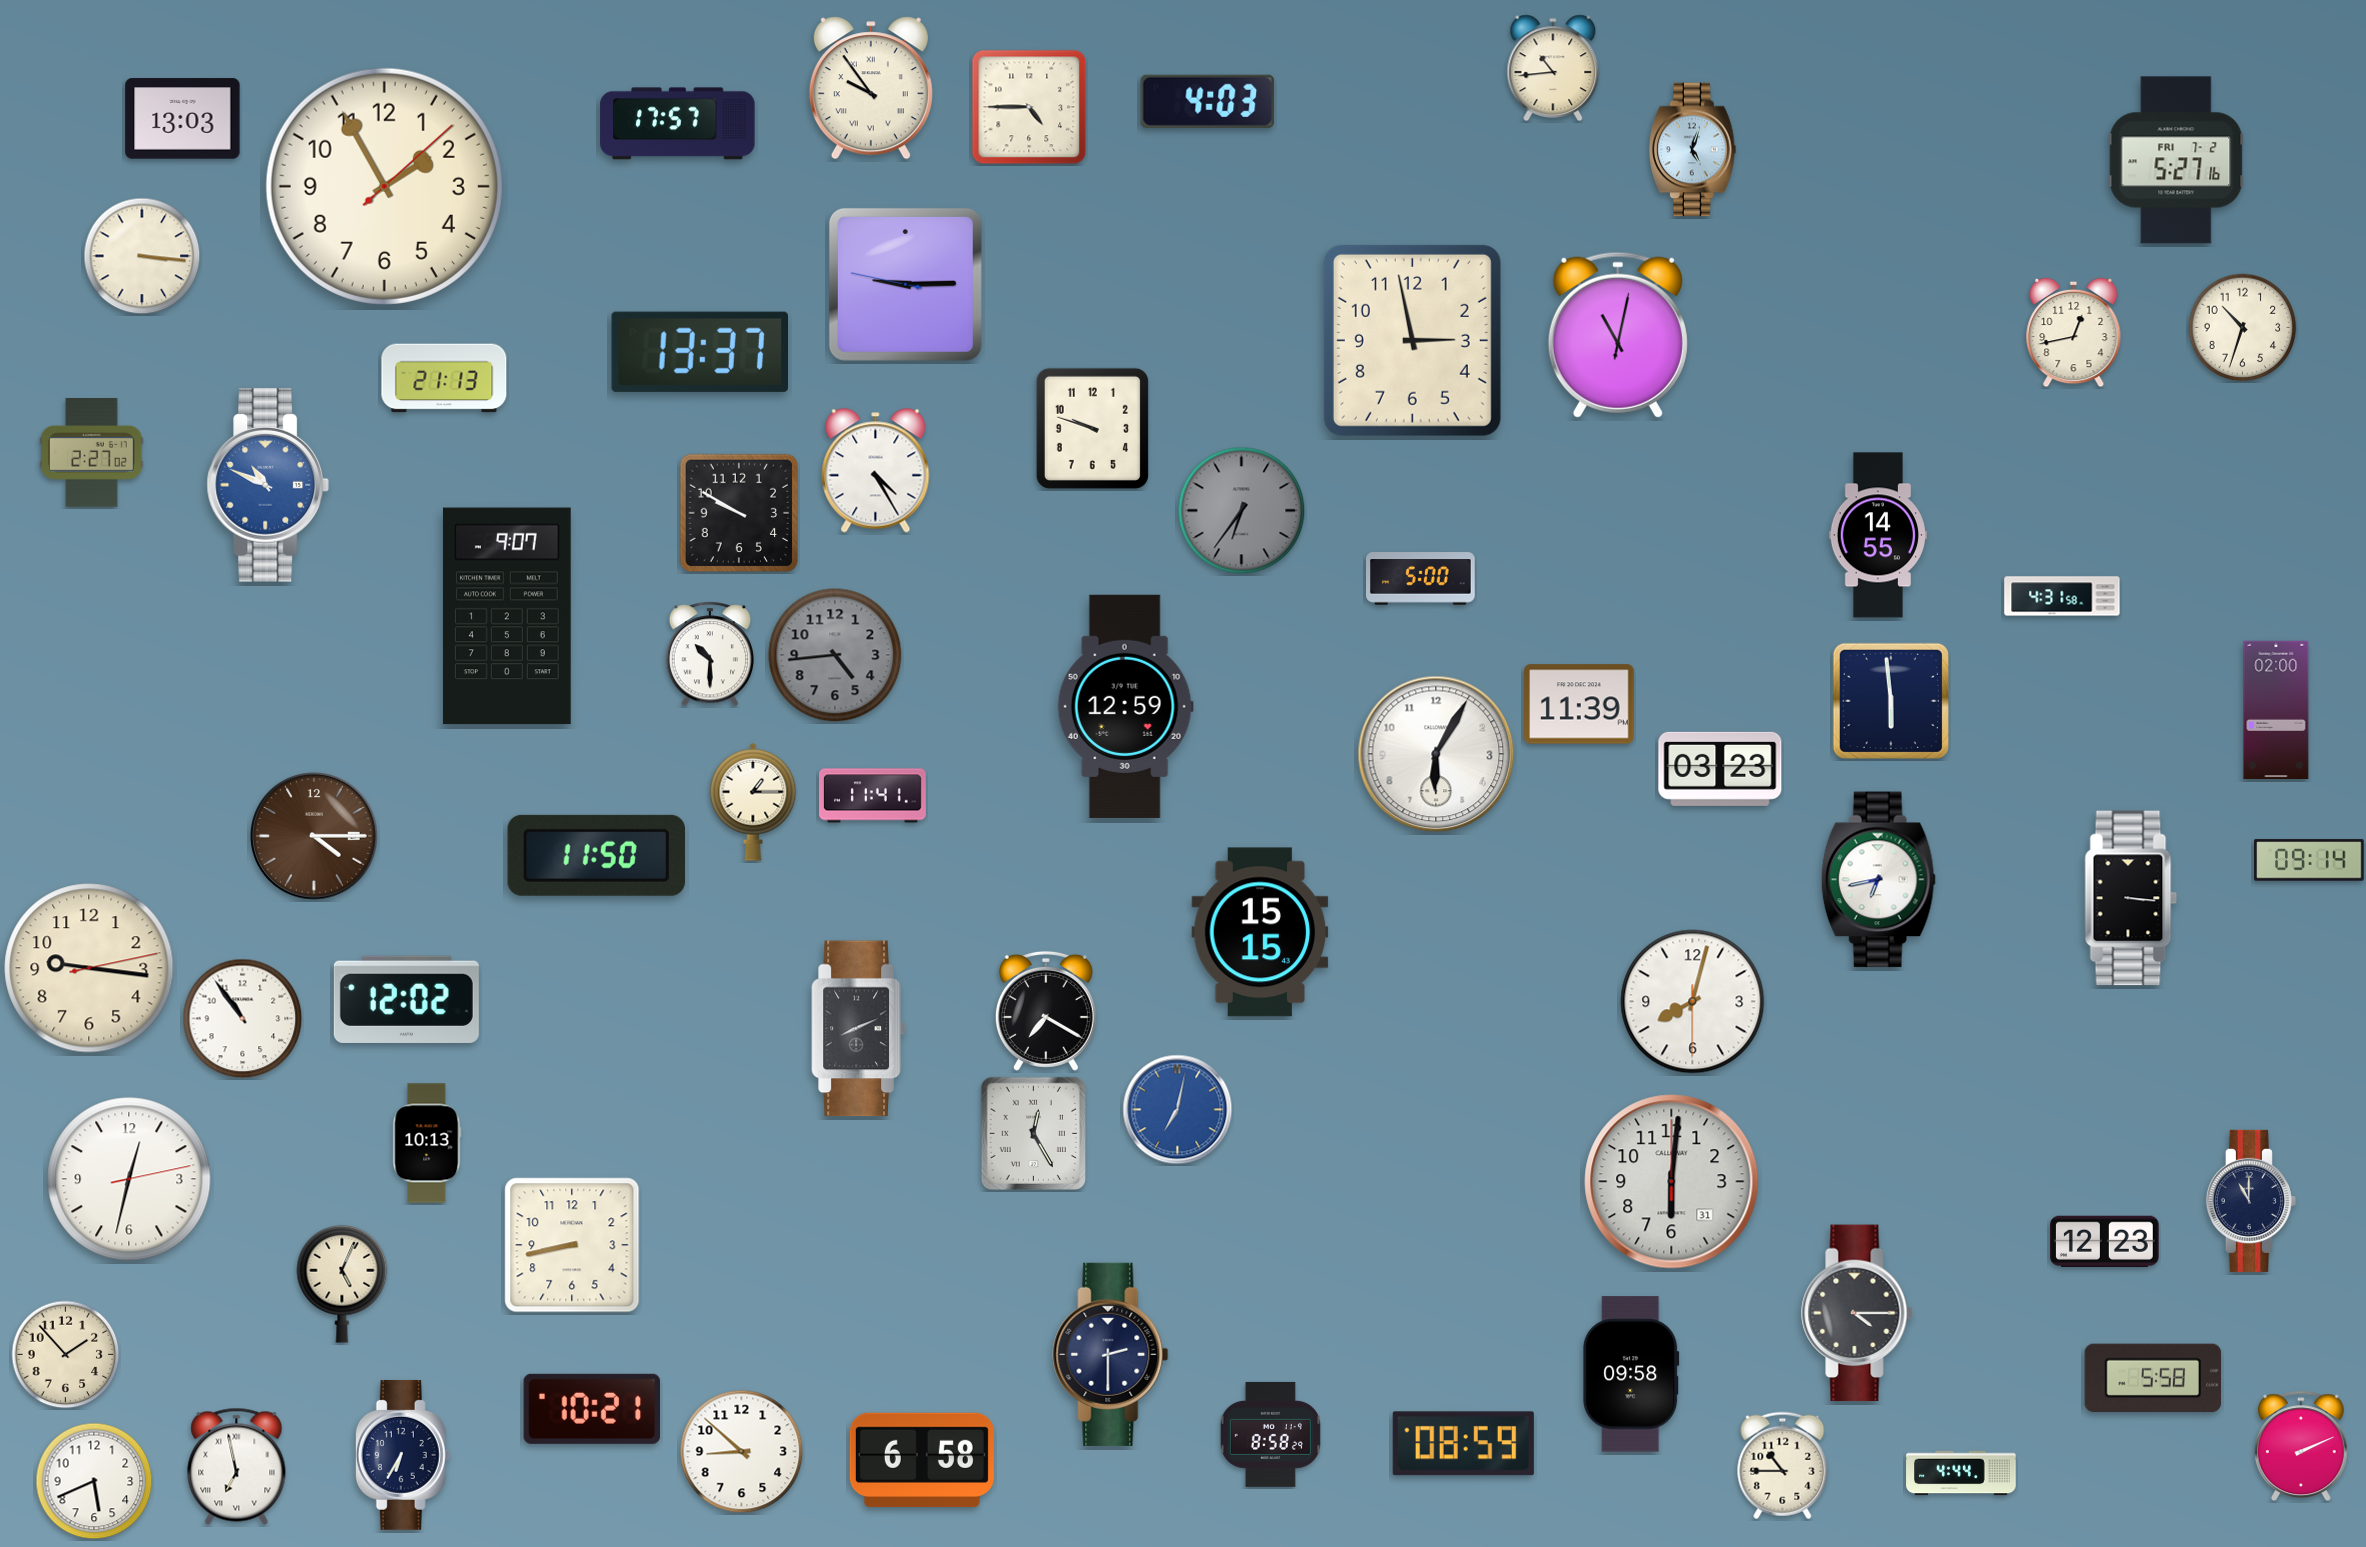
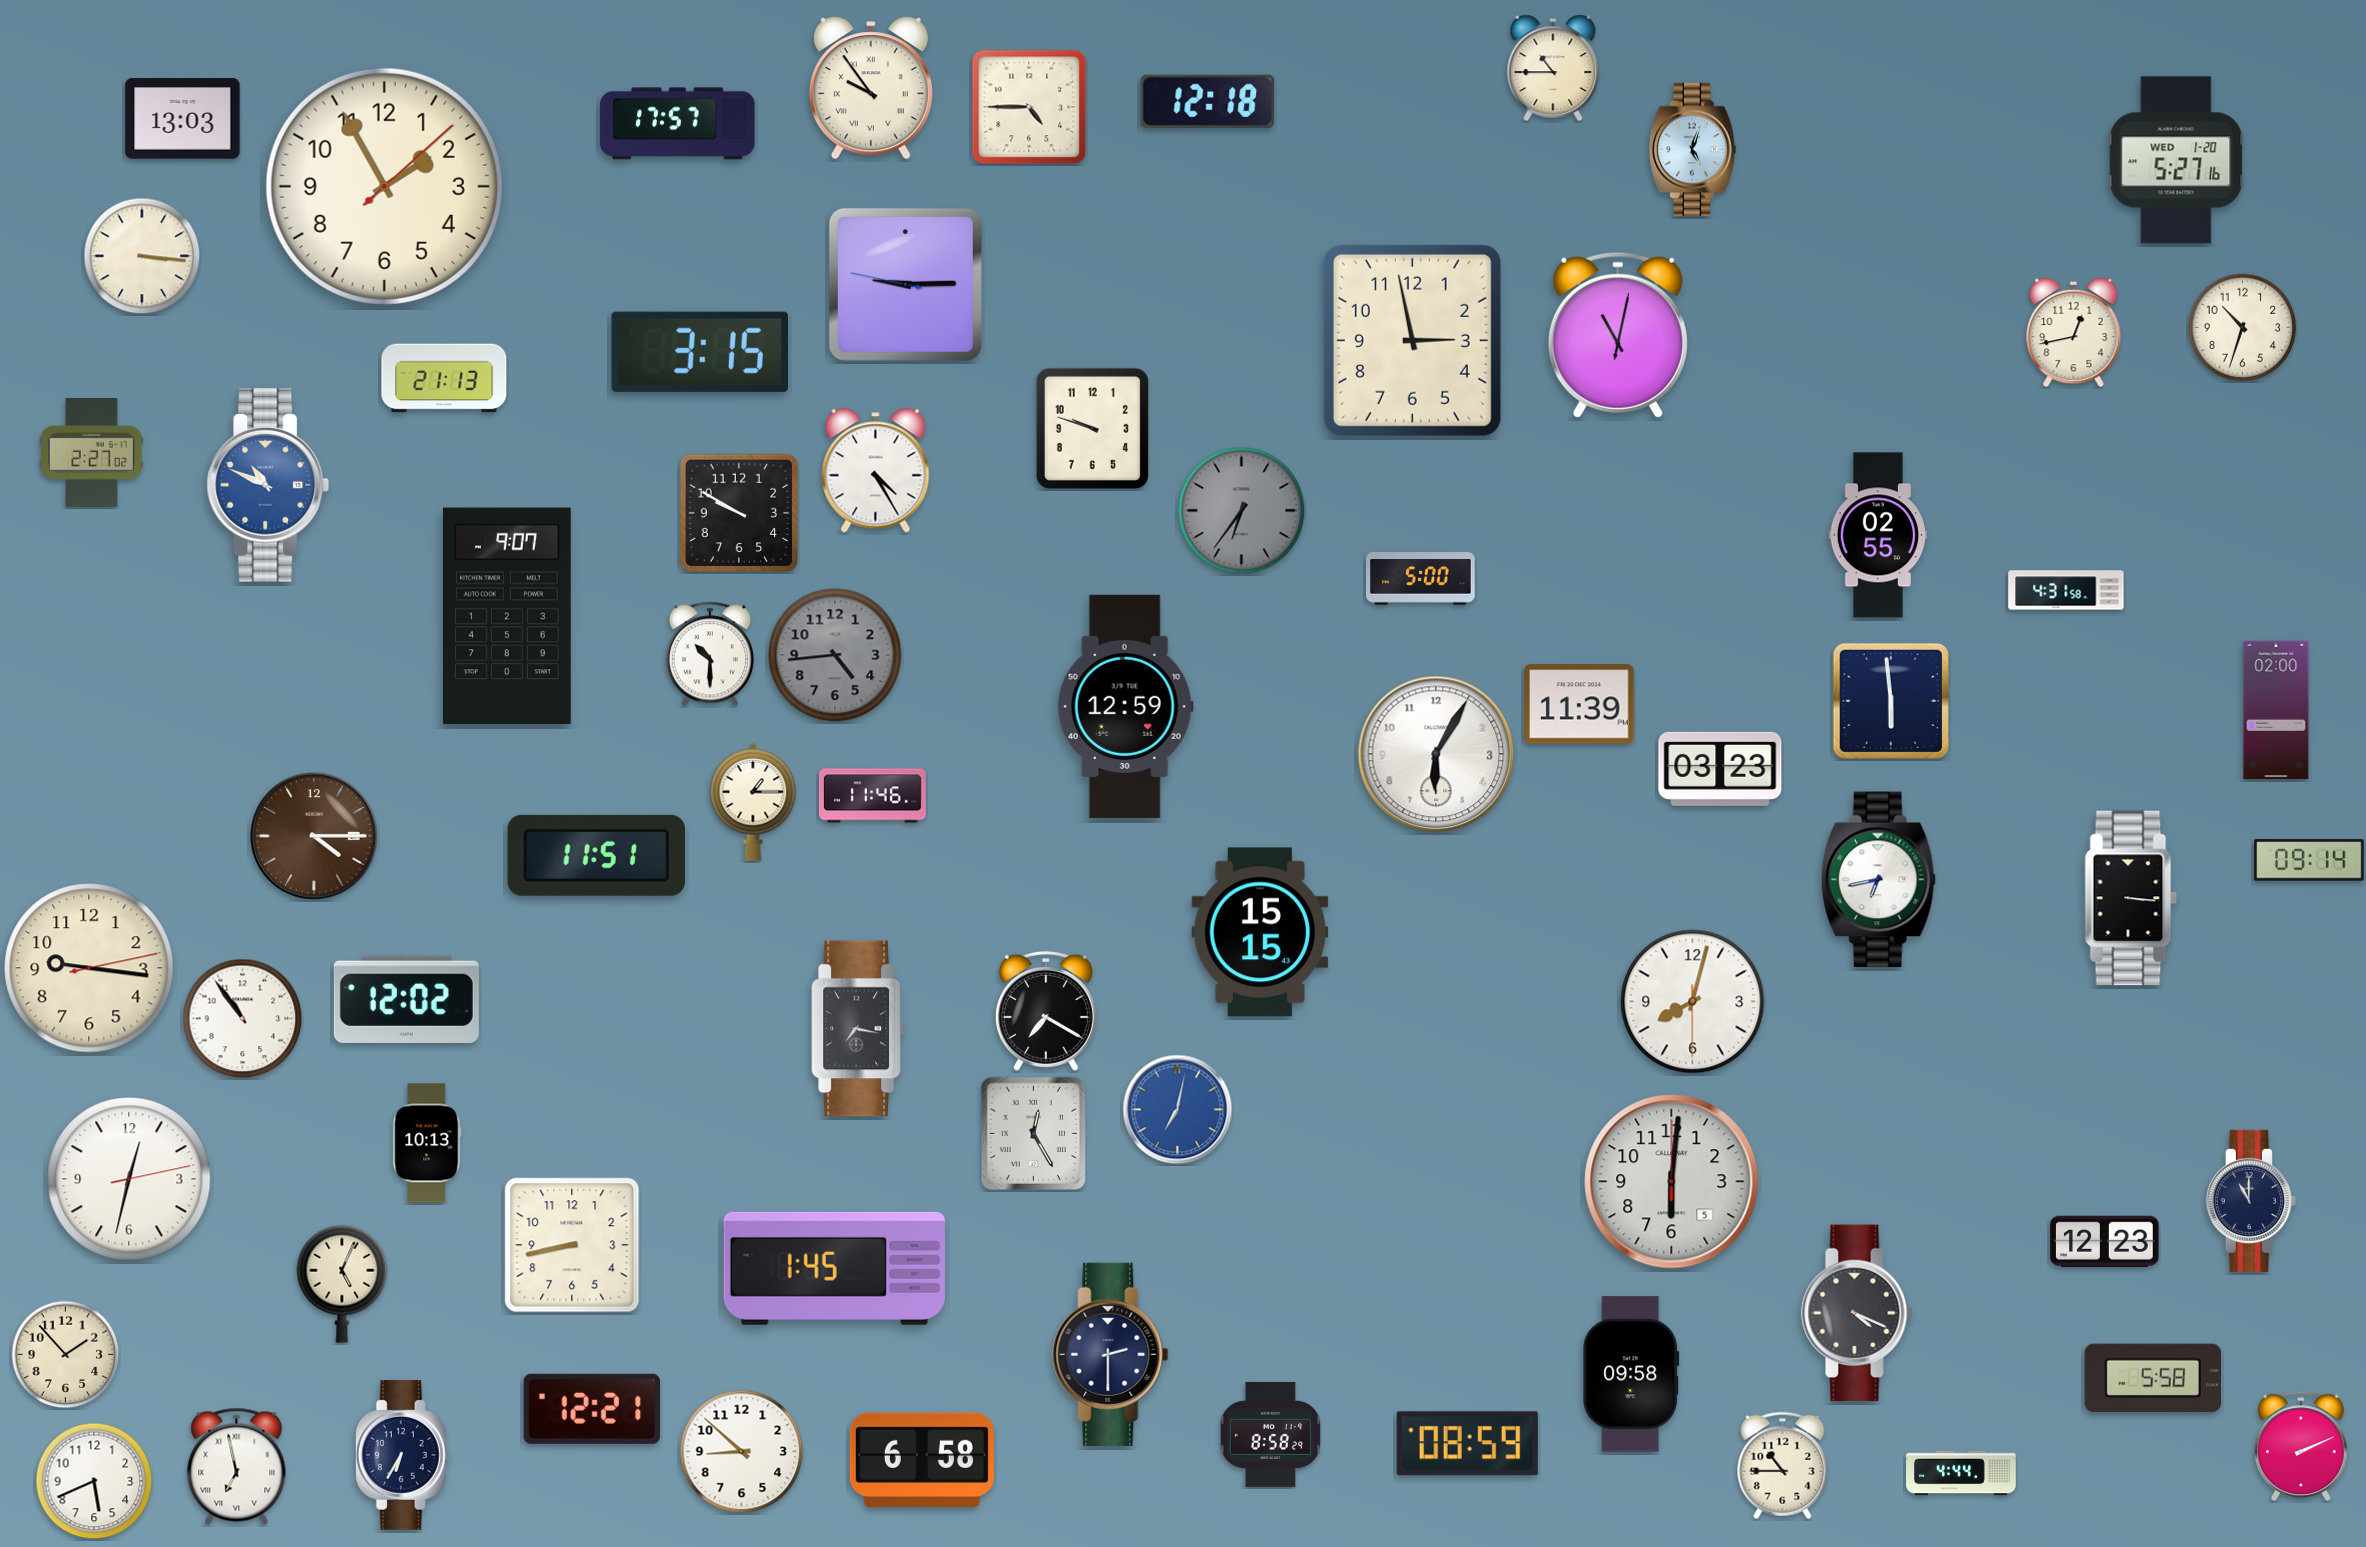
clock at (1553, 68): 10:44 -> 10:45
clock at (1208, 101): 4:03 -> 12:18
clock at (2176, 160) date: FRI 7-2 -> WED 1-20
clock at (699, 352): 13:37 -> 3:15
clock at (1878, 535): 14:55 -> 02:55
clock at (2062, 596) position: (2062, 596) -> (2066, 590)
clock at (873, 796): 11:41 -> 11:46
clock at (596, 855): 11:50 -> 11:51
clock at (859, 1029): 8:11 -> 7:17
clock at (1672, 1182) date: 31 -> 5
clock at (834, 1268): none -> 1:45
clock at (1857, 1313): 4:15 -> 4:19
clock at (591, 1409): 10:21 -> 12:21
clock at (1463, 1444) position: (1463, 1444) -> (1467, 1444)
